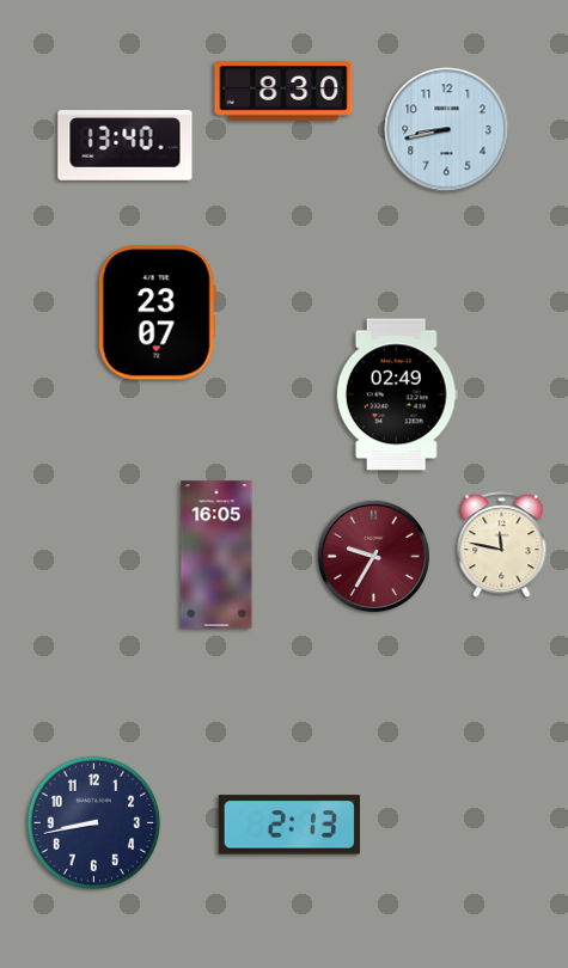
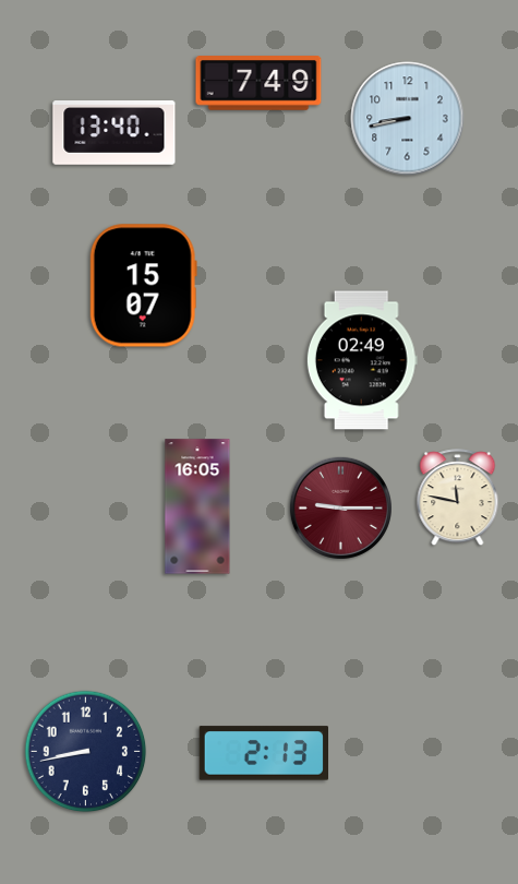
clock at (283, 91): 8:30 -> 7:49
clock at (157, 313): 23:07 -> 15:07
clock at (373, 556): 9:35 -> 9:15
